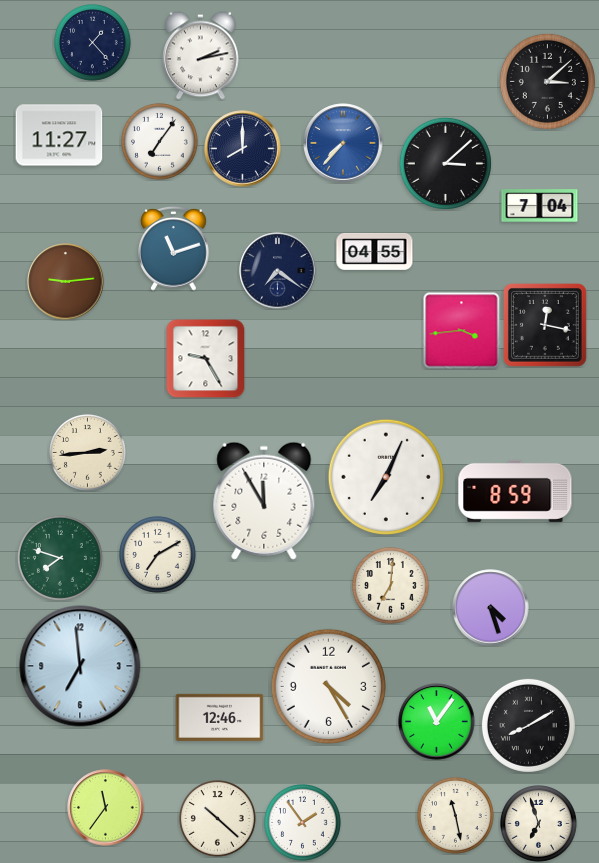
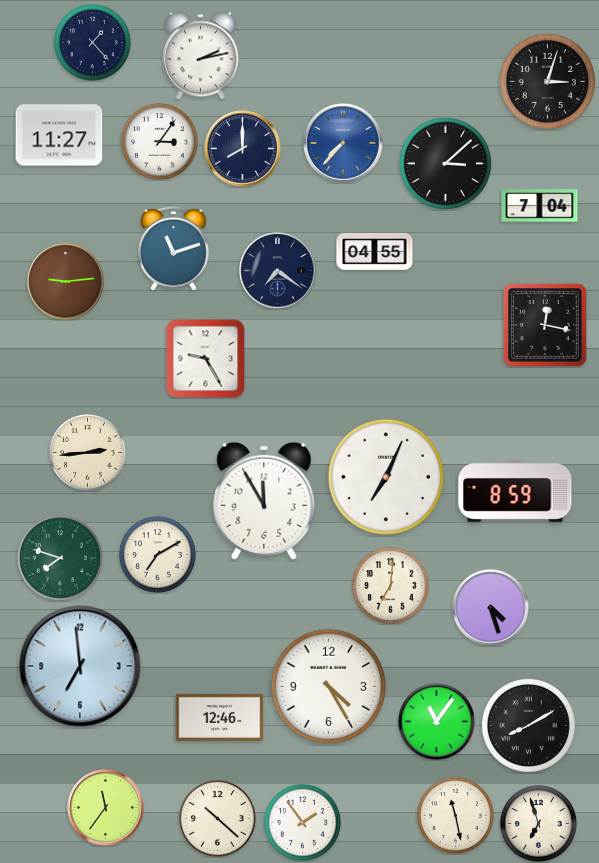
clock at (547, 81): 3:08 -> 3:03
clock at (160, 142): 7:06 -> 3:06
clock at (462, 331): 3:44 -> none
